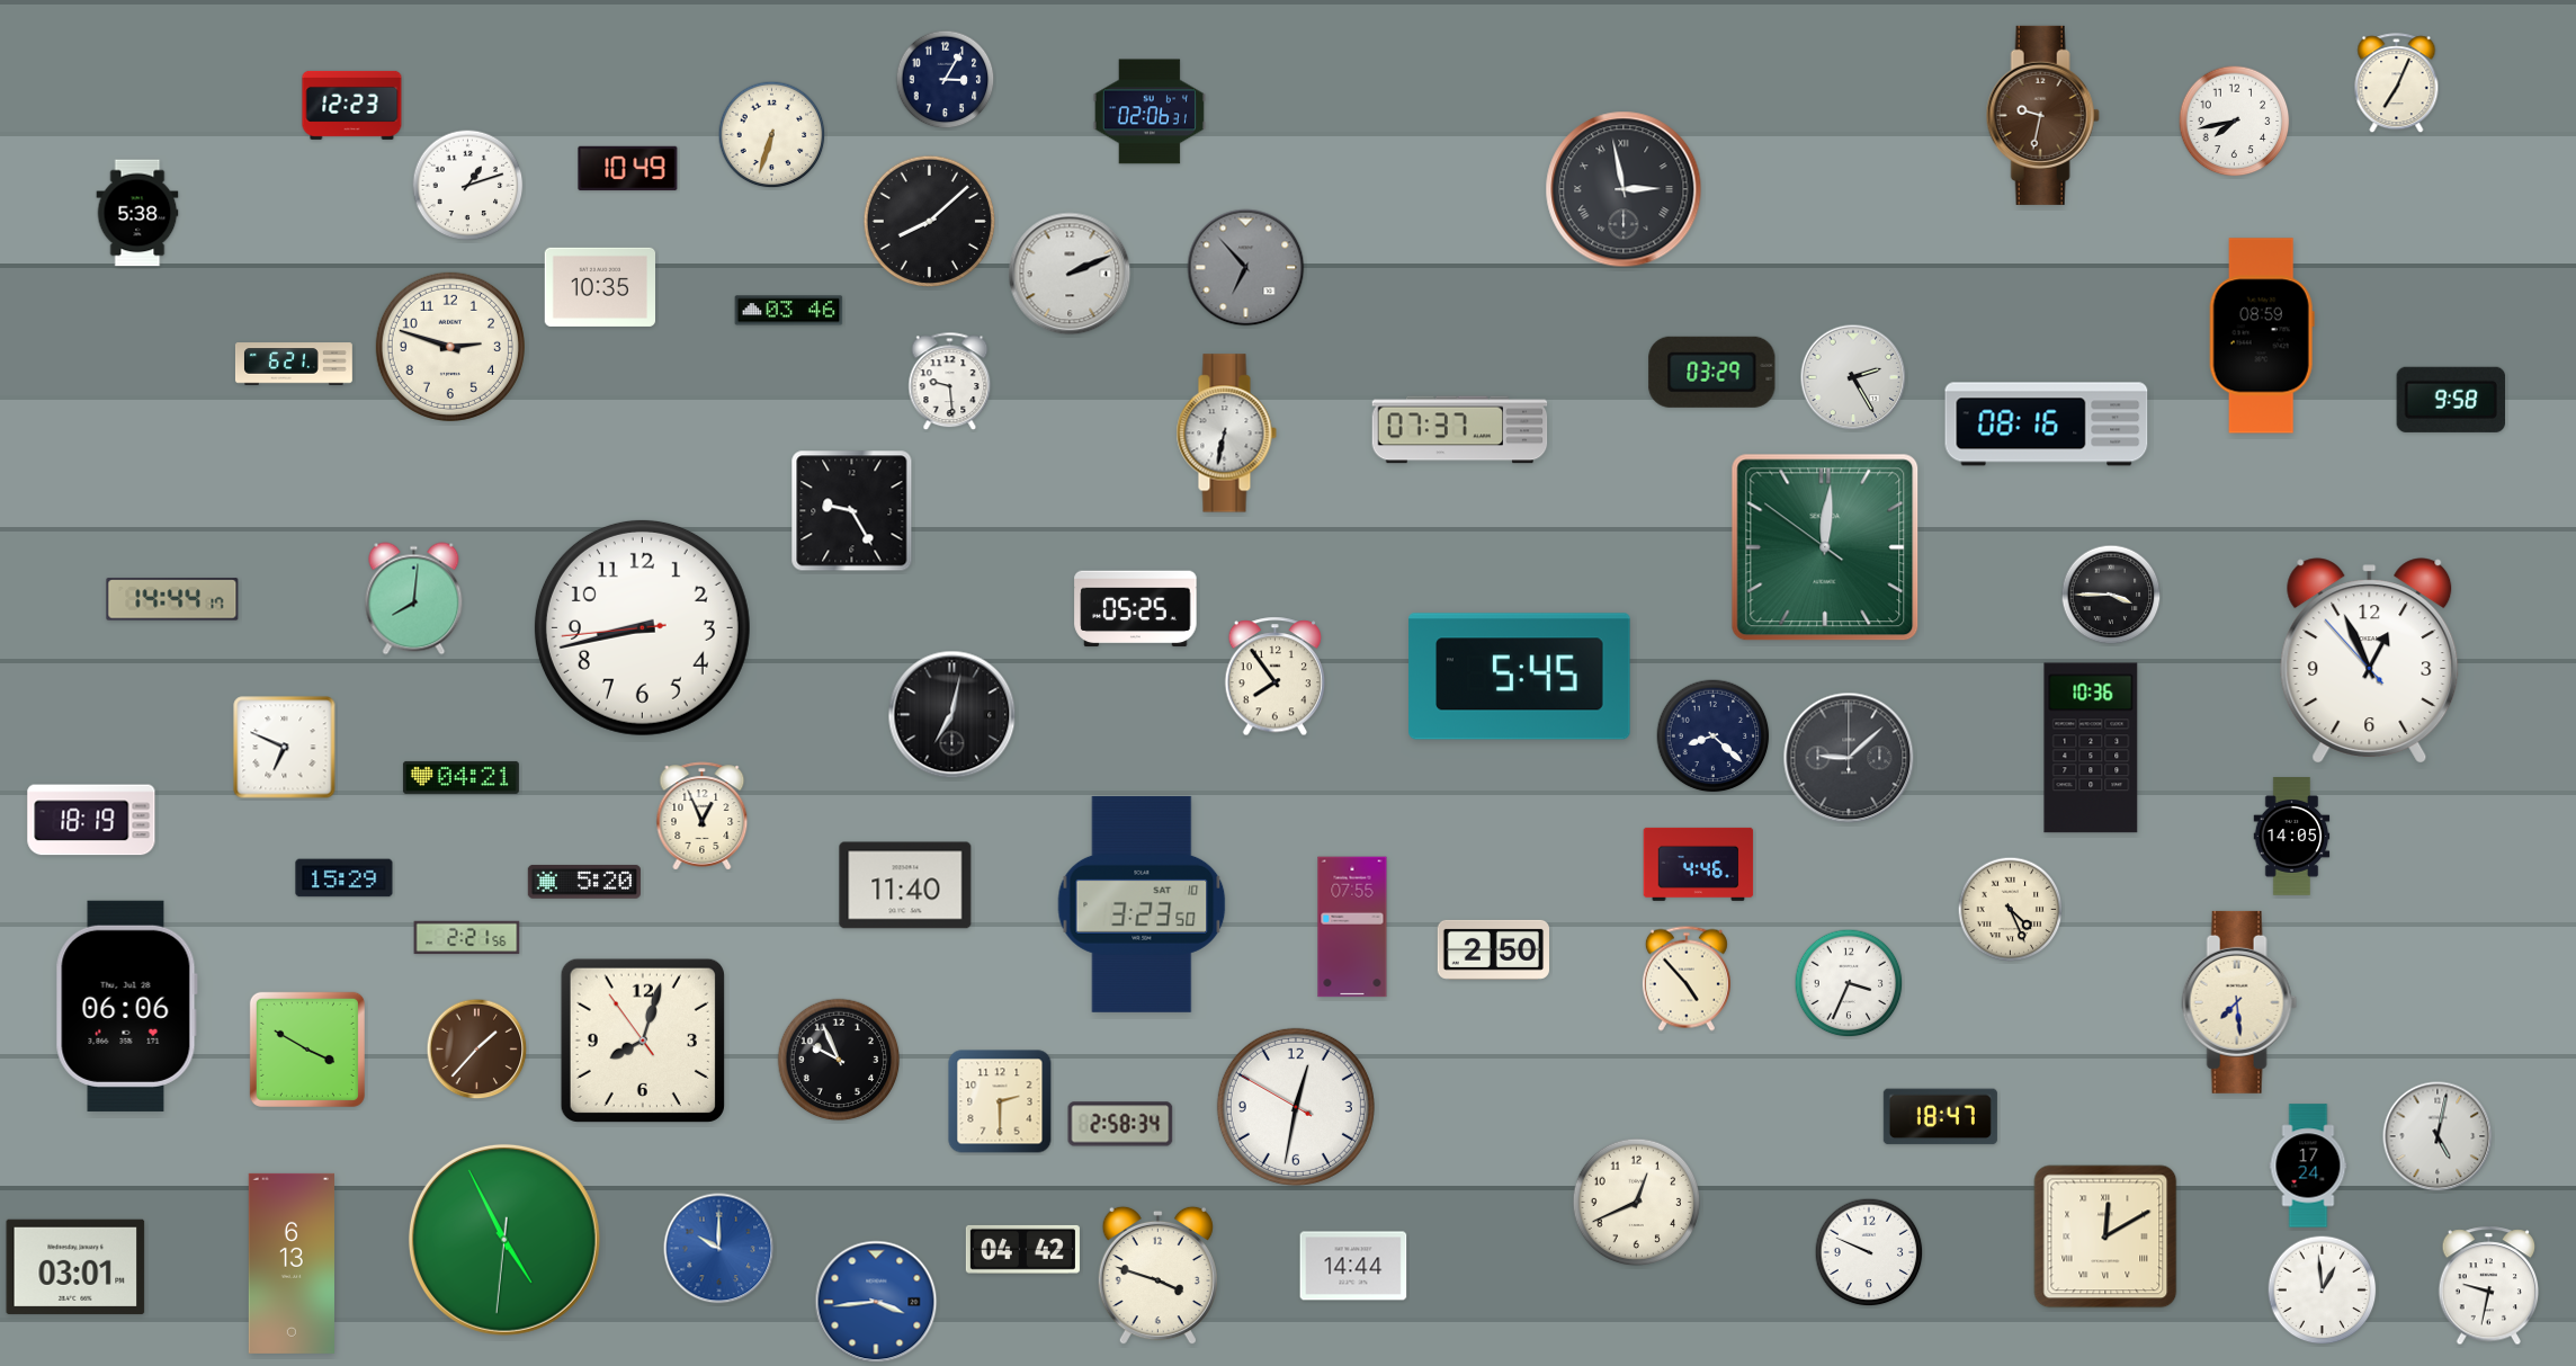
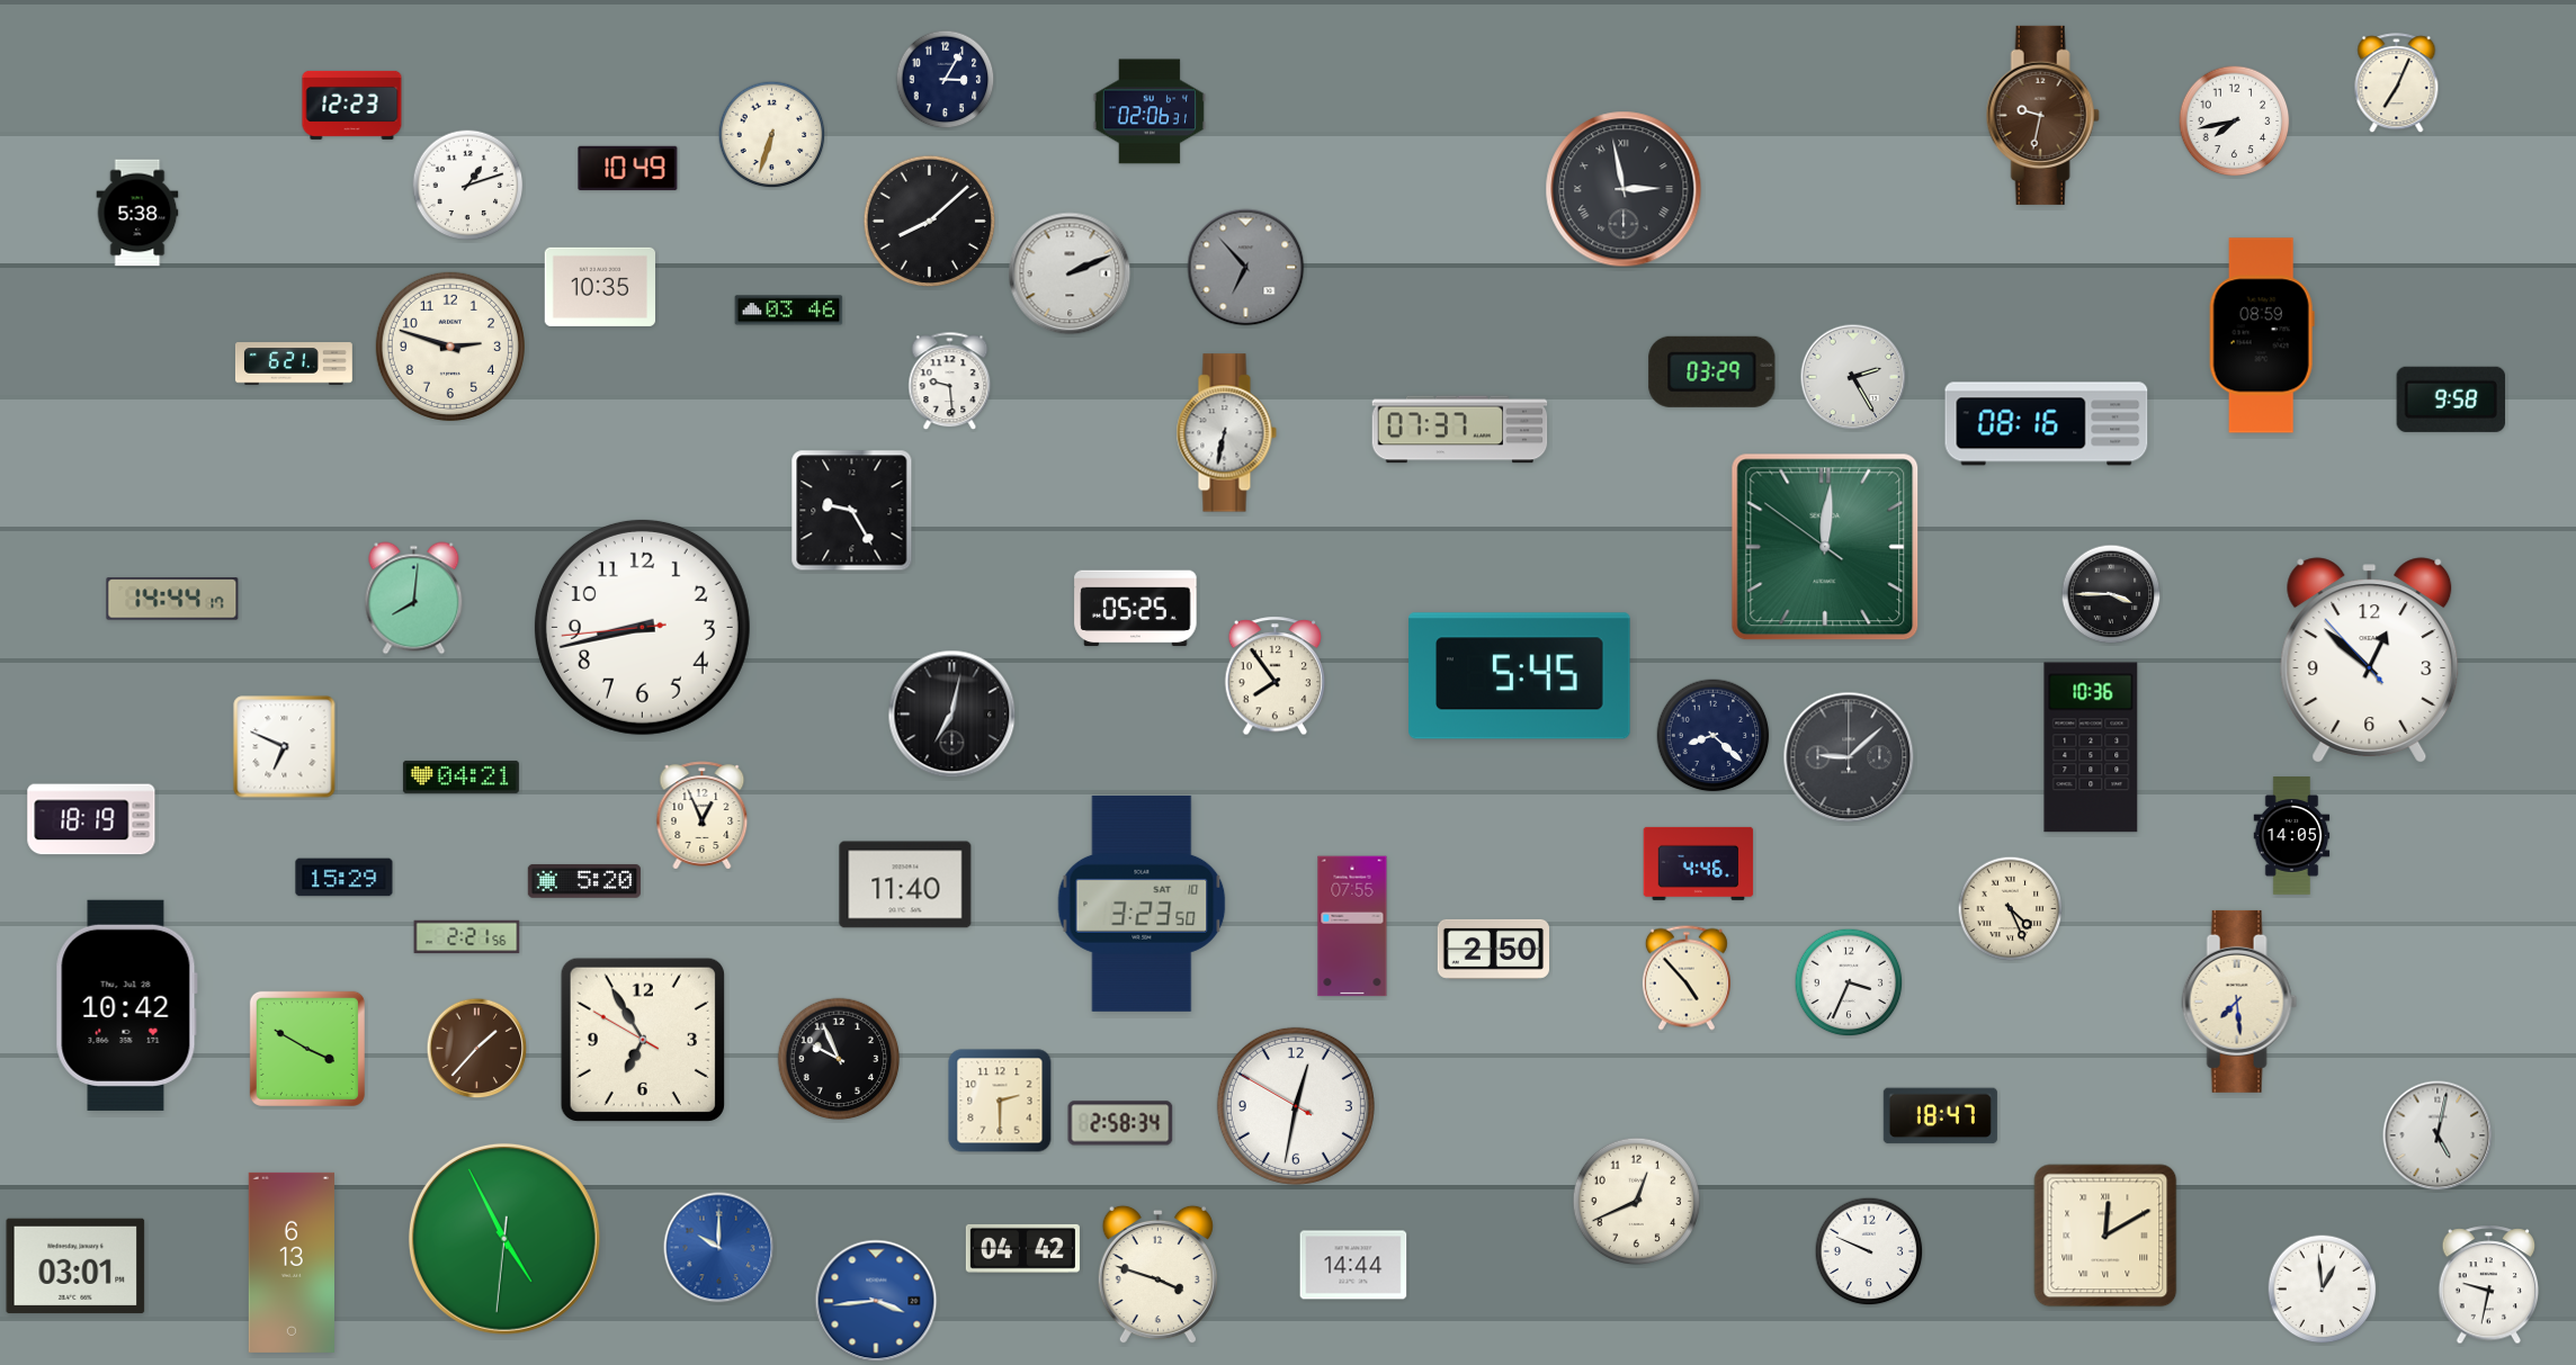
clock at (2370, 661): 12:55 -> 12:51
clock at (126, 1006): 06:06 -> 10:42
clock at (643, 1041): 8:02 -> 6:54
clock at (2308, 1166): 17:24 -> none
